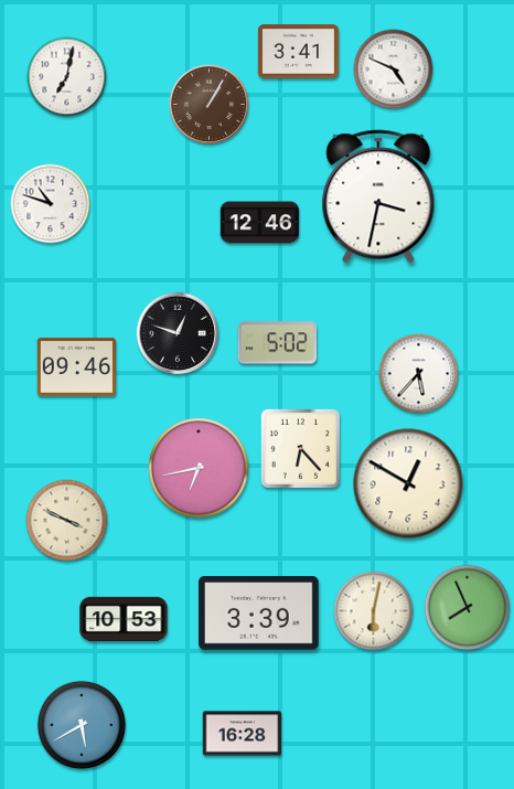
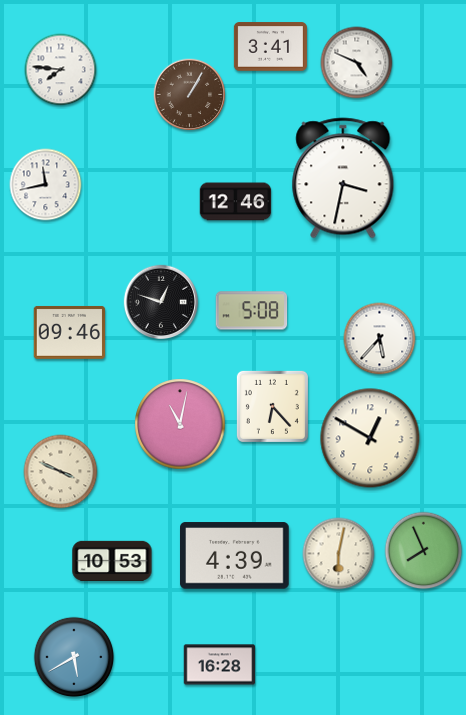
clock at (67, 77): 7:02 -> 7:46
clock at (51, 204): 10:48 -> 11:43
clock at (278, 343): 5:02 -> 5:08
clock at (199, 468): 6:43 -> 11:02
clock at (259, 614): 3:39 -> 4:39
